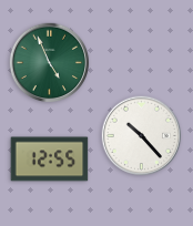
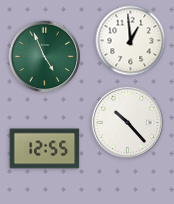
clock at (131, 41): none -> 12:59
clock at (50, 160) position: (50, 160) -> (45, 149)
